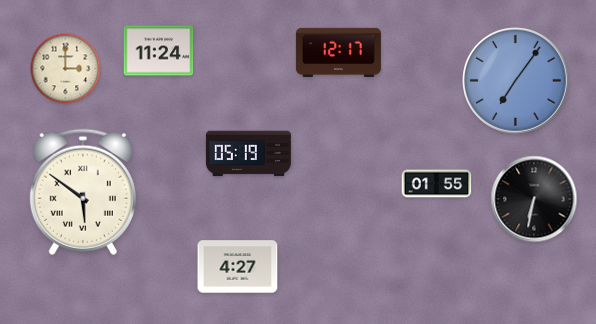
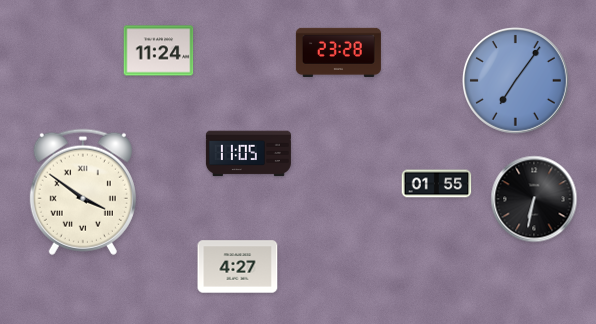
clock at (338, 52): 12:17 -> 23:28
clock at (66, 69): 3:00 -> none
clock at (248, 154): 05:19 -> 11:05
clock at (83, 192): 5:51 -> 3:51
